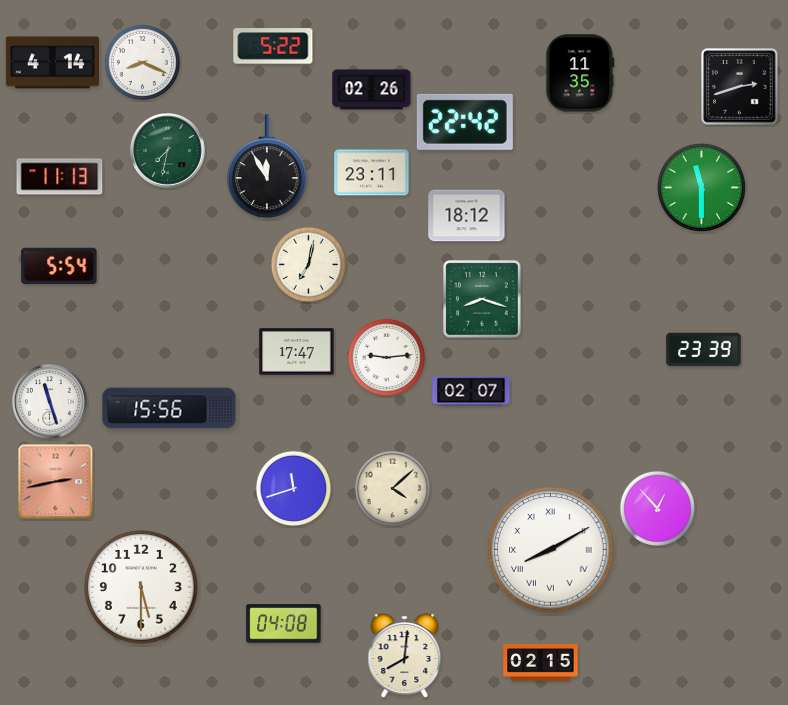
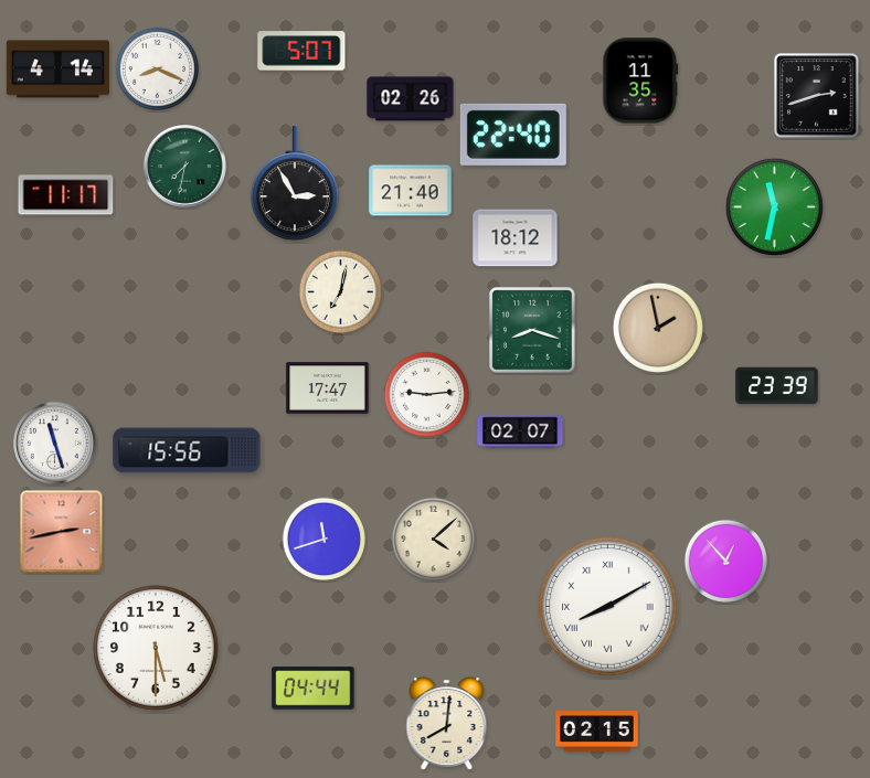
clock at (273, 46): 5:22 -> 5:07
clock at (465, 122): 22:42 -> 22:40
clock at (267, 167): 11:55 -> 2:55
clock at (372, 173): 23:11 -> 21:40
clock at (60, 177): 11:13 -> 11:17
clock at (701, 187): 11:30 -> 11:32
clock at (59, 266): 5:54 -> none
clock at (658, 328): none -> 1:58
clock at (284, 624): 04:08 -> 04:44
